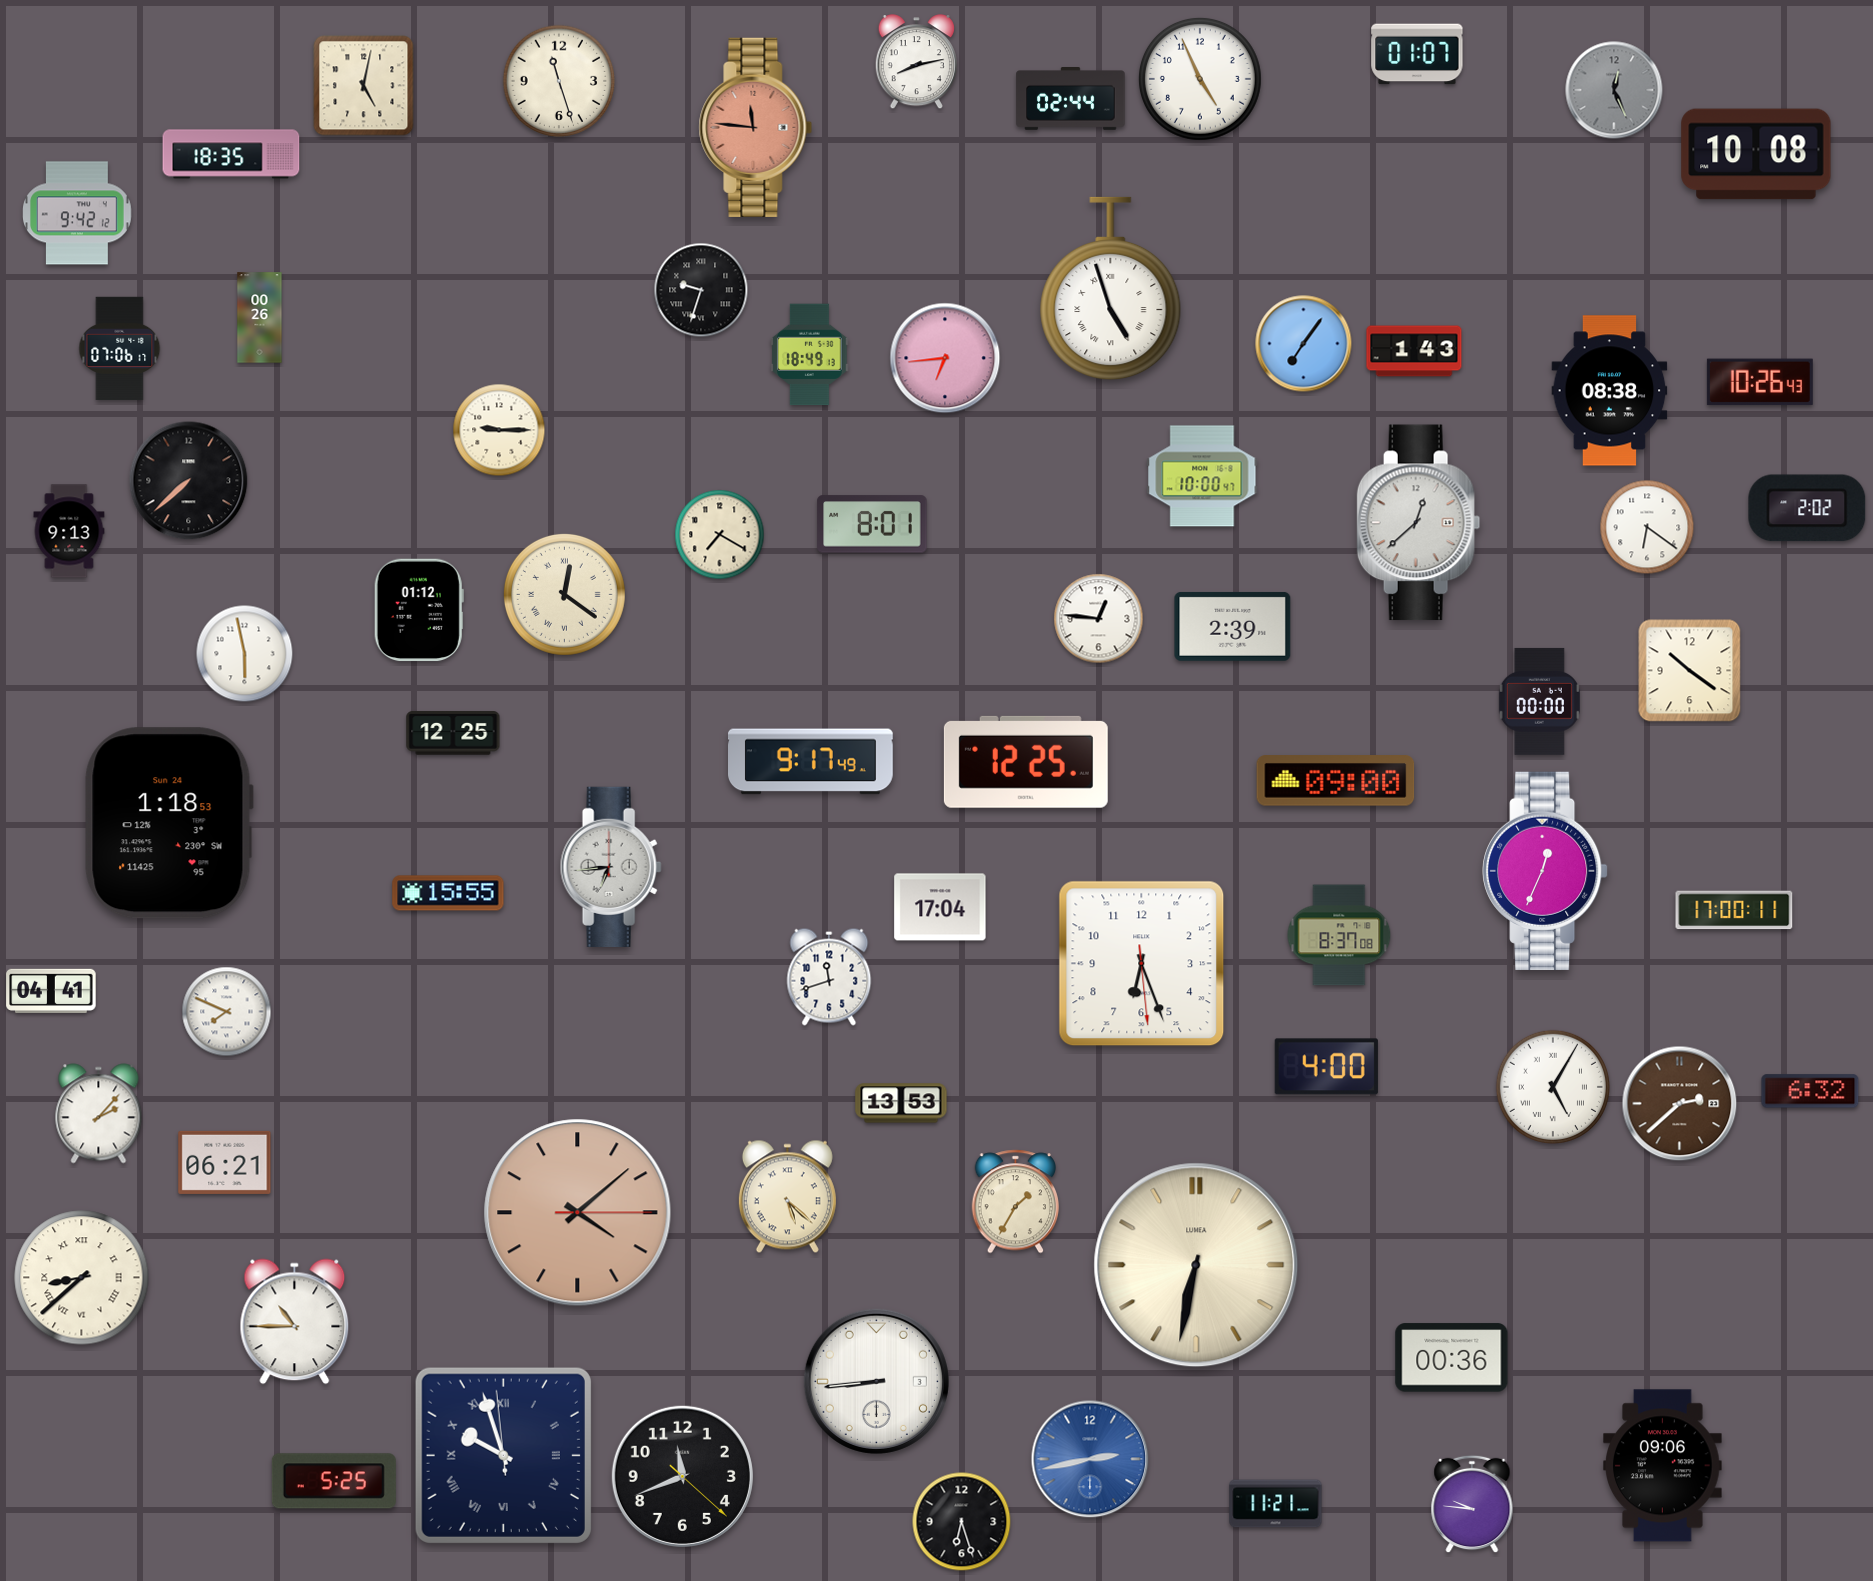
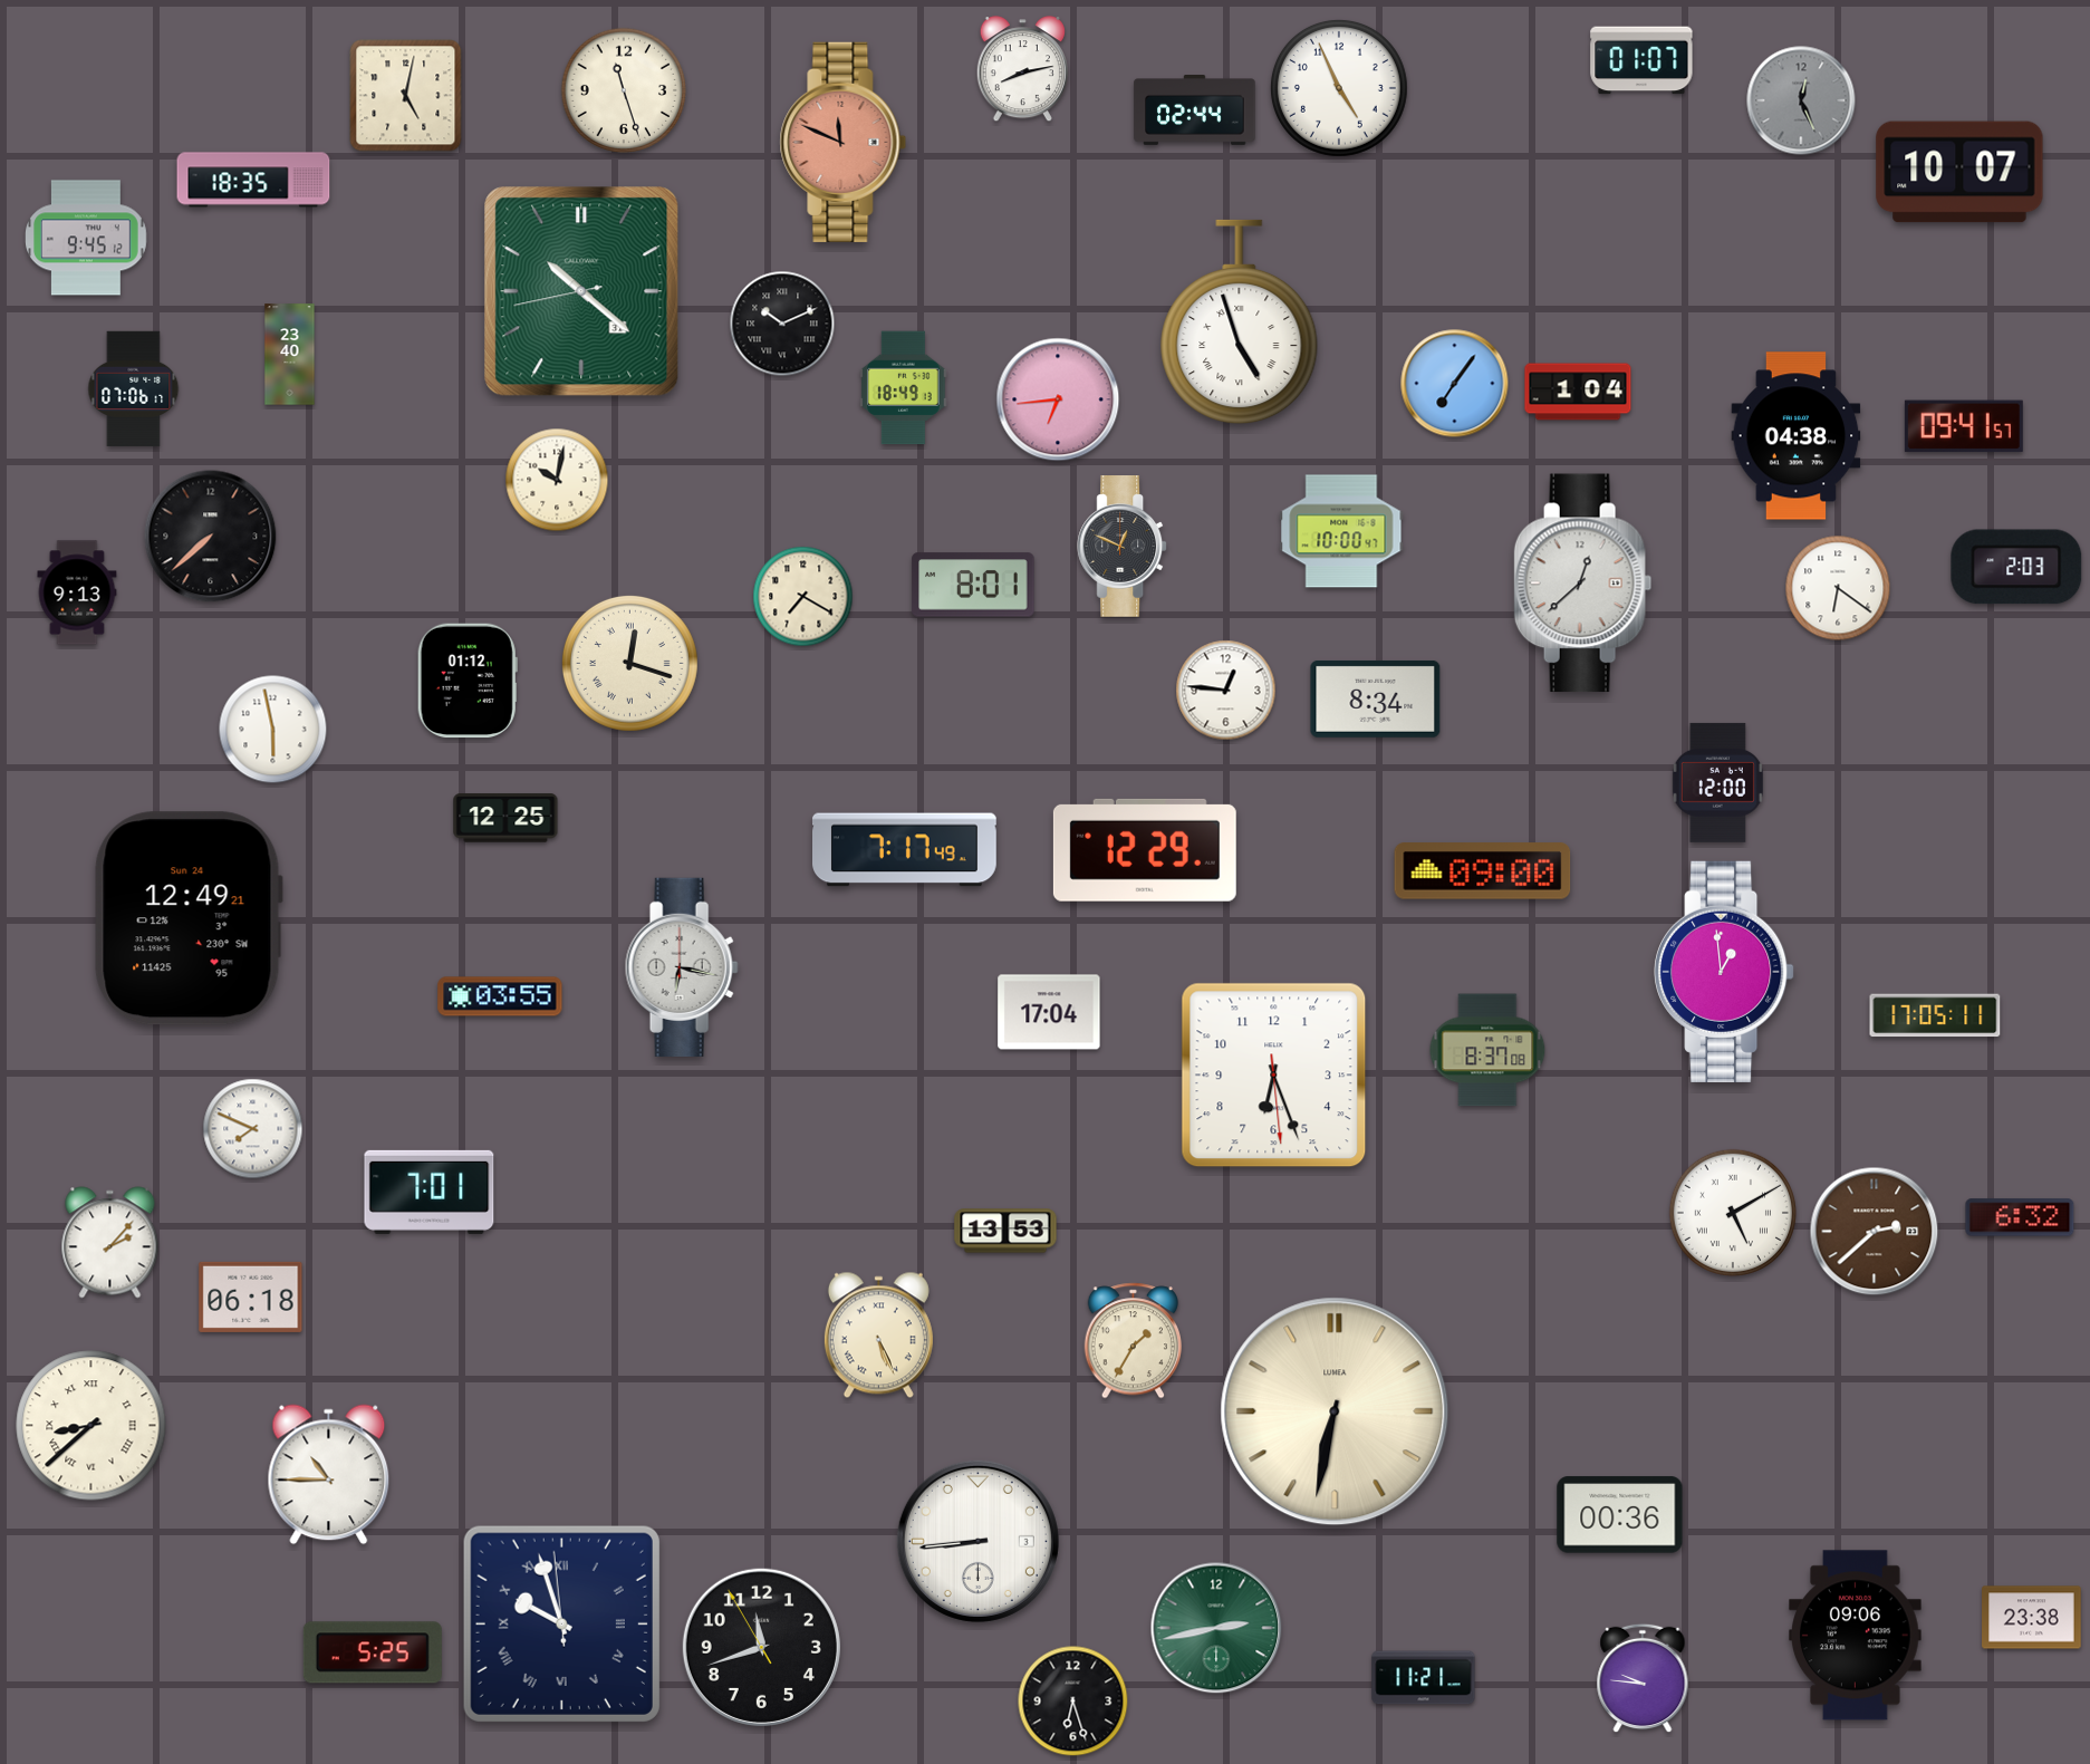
clock at (1417, 54) position: (1417, 54) -> (1641, 60)
clock at (756, 127): 11:46 -> 11:49
clock at (231, 154) position: (231, 154) -> (253, 180)
clock at (1756, 154): 10:08 -> 10:07
clock at (78, 213): 9:42 -> 9:45
clock at (581, 291): none -> 10:21
clock at (701, 290): 9:33 -> 10:11
clock at (260, 318): 00:26 -> 23:40
clock at (1414, 351): 1:43 -> 1:04
clock at (810, 355) position: (810, 355) -> (904, 388)
clock at (945, 358) position: (945, 358) -> (1058, 399)
clock at (1760, 382): 10:26 -> 09:41
clock at (1610, 391): 08:38 -> 04:38
clock at (499, 430): 9:15 -> 10:02
clock at (1123, 547): none -> 12:49
clock at (1807, 508): 2:02 -> 2:03
clock at (564, 594): 12:21 -> 12:18
clock at (1233, 626): 2:39 -> 8:34
clock at (1690, 671): 10:21 -> none
clock at (1539, 701): 00:00 -> 12:00
clock at (811, 762): 9:17 -> 7:17
clock at (1026, 762): 12:25 -> 12:29
clock at (1336, 781) position: (1336, 781) -> (1483, 871)
clock at (169, 823): 1:18 -> 12:49
clock at (611, 867): 6:44 -> 6:17
clock at (1545, 871): 12:34 -> 12:59
clock at (448, 893): 15:55 -> 03:55
clock at (1734, 910): 17:00 -> 17:05
clock at (1339, 935) position: (1339, 935) -> (1487, 1050)
clock at (829, 977): 11:42 -> none
clock at (51, 991): 04:41 -> none
clock at (1326, 1067): 4:00 -> none
clock at (430, 1192): none -> 7:01
clock at (1553, 1087): 5:05 -> 5:10
clock at (225, 1162): 06:21 -> 06:18
clock at (787, 1197): 5:22 -> 5:26
clock at (578, 1213): 4:08 -> none
clock at (2032, 1618): none -> 23:38
clock at (1090, 1459) dial: blue -> green
clock at (682, 1476): 11:41:22 -> 11:41:55
clock at (962, 1522) position: (962, 1522) -> (1073, 1702)
